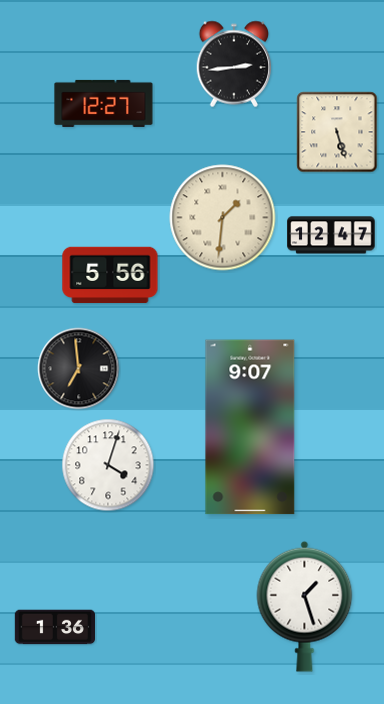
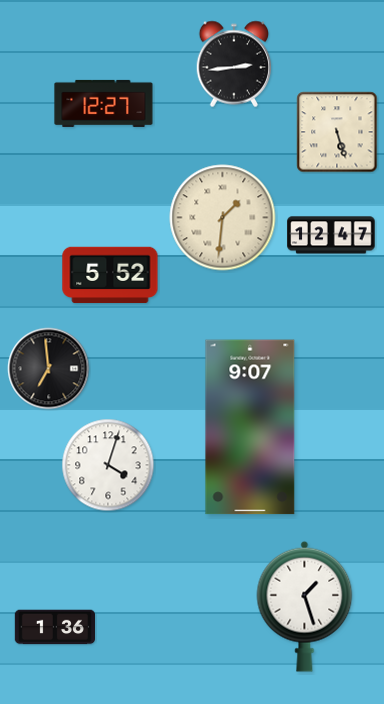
clock at (110, 275): 5:56 -> 5:52
clock at (79, 369) position: (79, 369) -> (49, 369)
